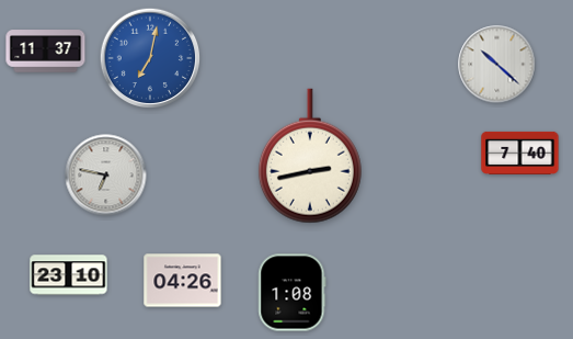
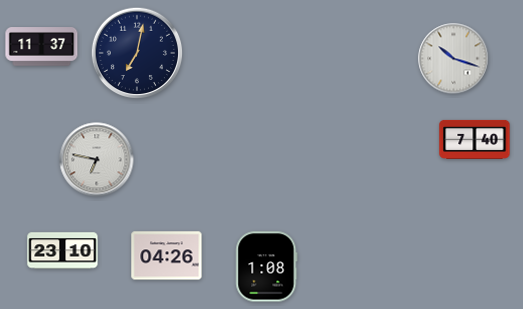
clock at (150, 58) dial: blue -> navy
clock at (497, 65): 10:22 -> 10:18
clock at (310, 156): 2:43 -> none
